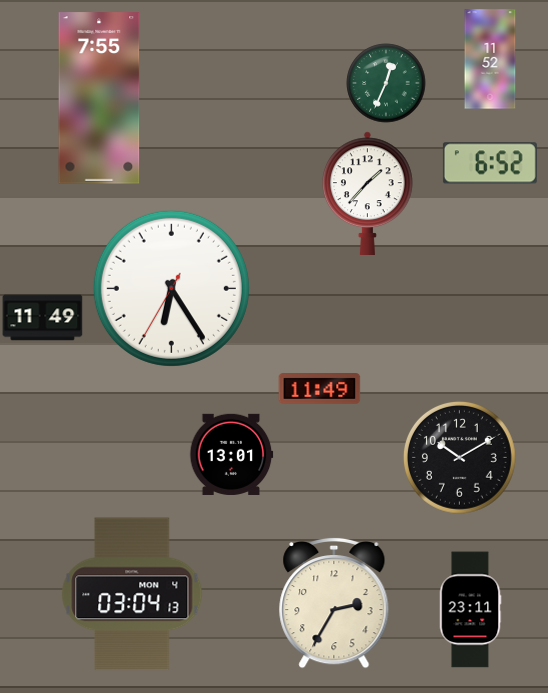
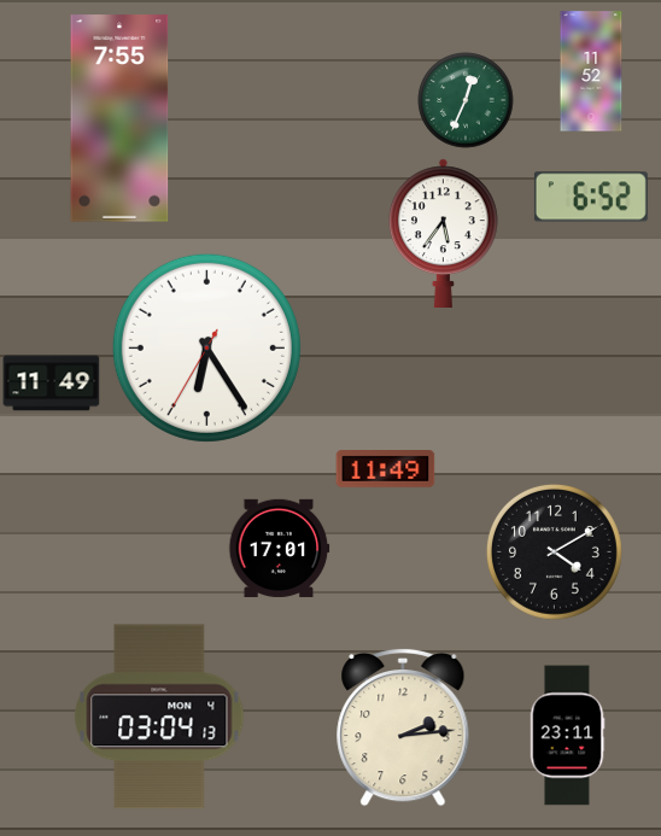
clock at (368, 193): 1:37 -> 5:36
clock at (232, 454): 13:01 -> 17:01
clock at (459, 457): 10:10 -> 4:10
clock at (334, 603): 2:35 -> 2:14
